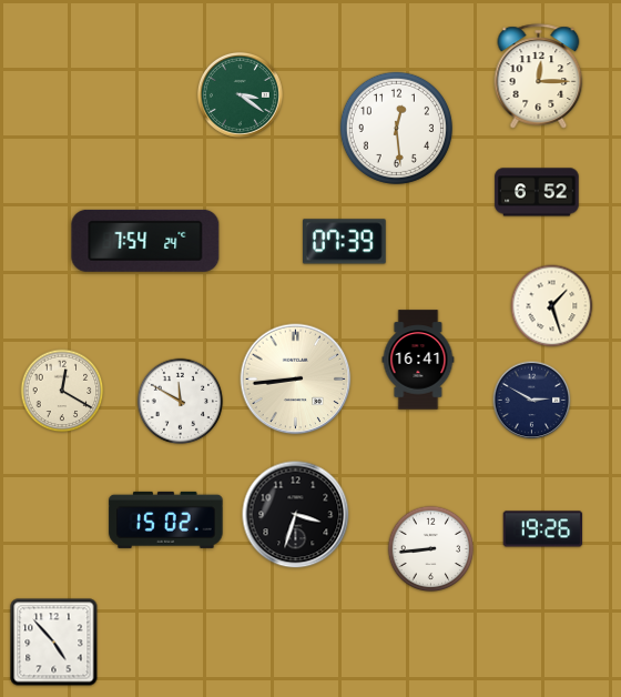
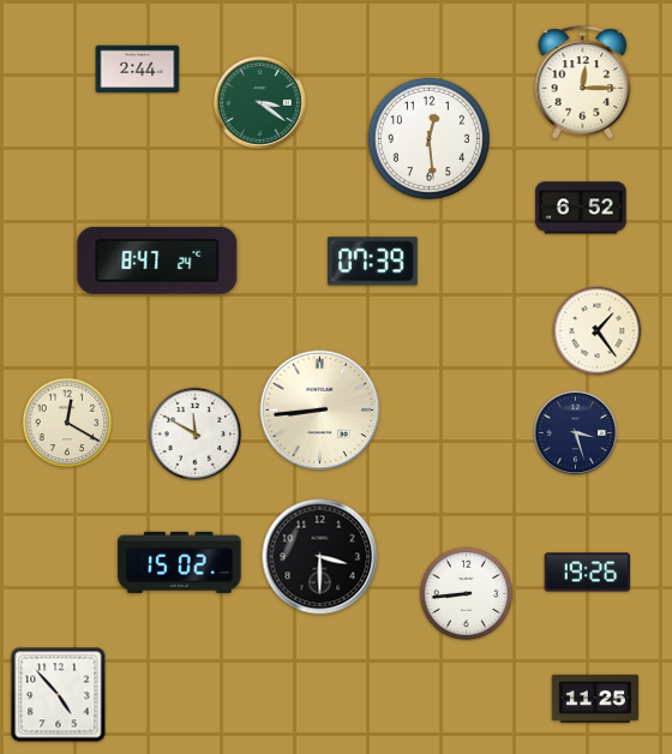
clock at (138, 70): none -> 2:44
clock at (145, 241): 7:54 -> 8:47
clock at (552, 306): 1:27 -> 1:24
clock at (418, 360): 16:41 -> none
clock at (532, 401): 2:50 -> 3:27
clock at (296, 515): 3:33 -> 3:30
clock at (594, 699): none -> 11:25
